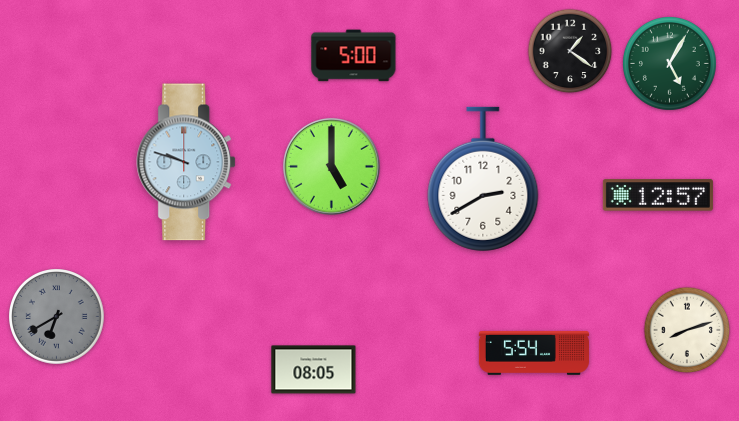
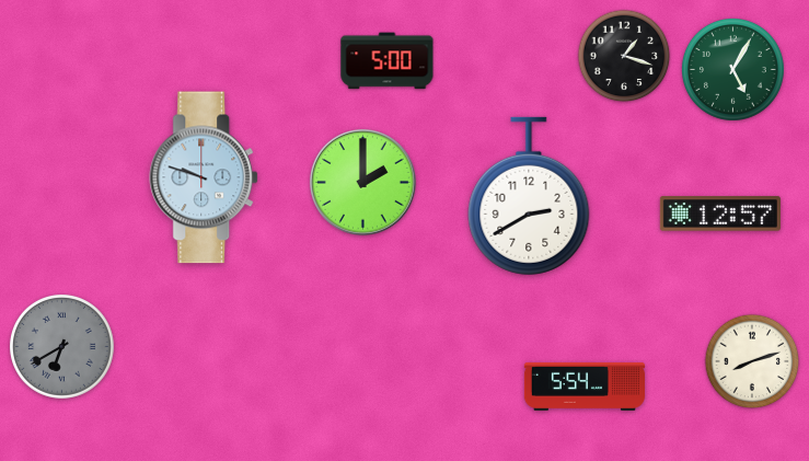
clock at (570, 51): 1:21 -> 1:18
clock at (331, 166): 5:00 -> 2:00
clock at (314, 370): 08:05 -> none
